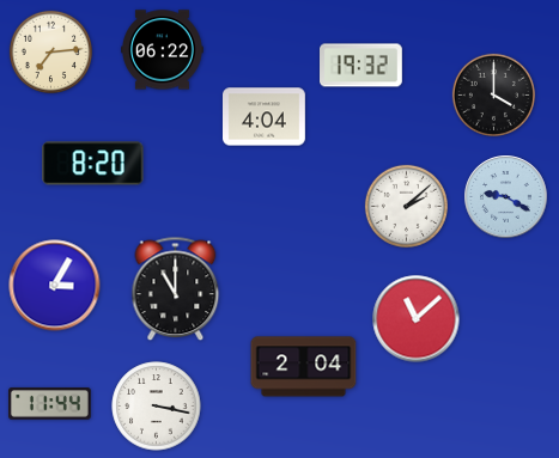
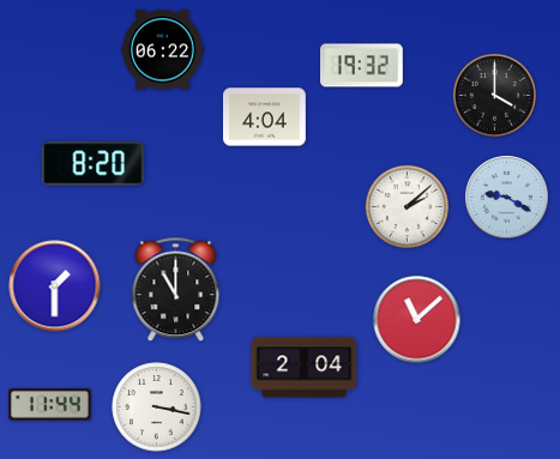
clock at (50, 51): 7:14 -> none
clock at (55, 286): 3:05 -> 1:30
